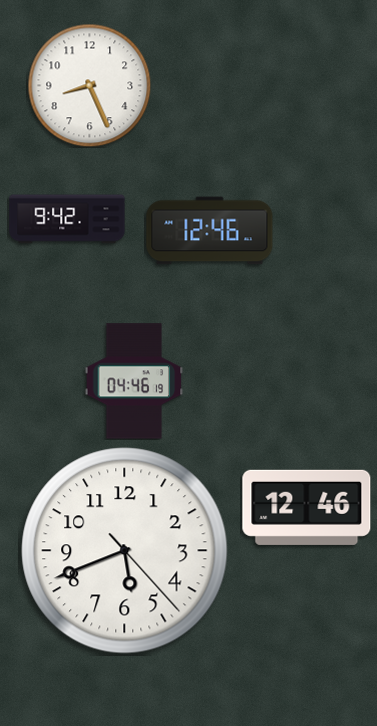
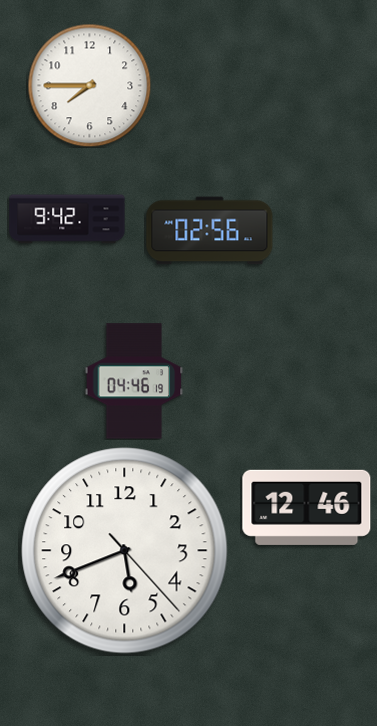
clock at (89, 85): 8:26 -> 7:45
clock at (210, 231): 12:46 -> 02:56
